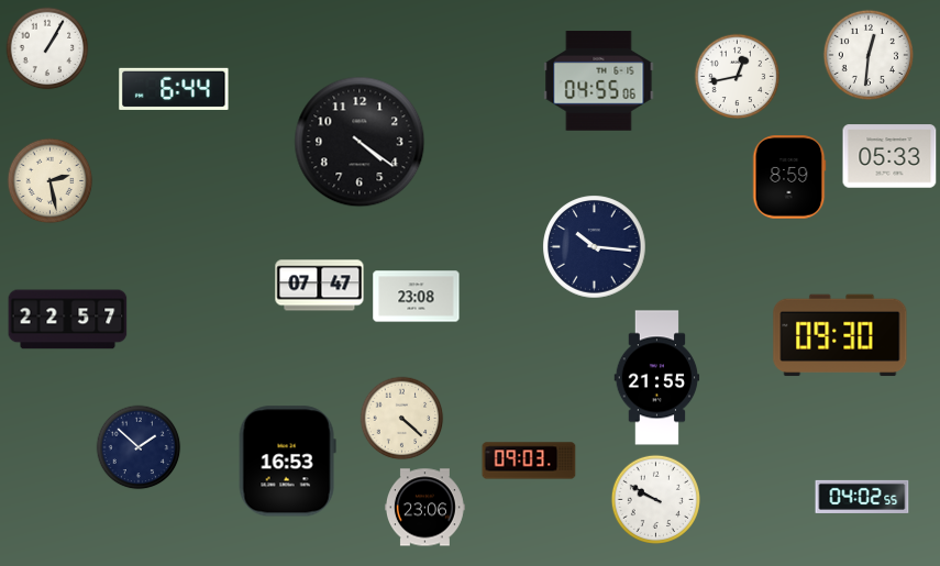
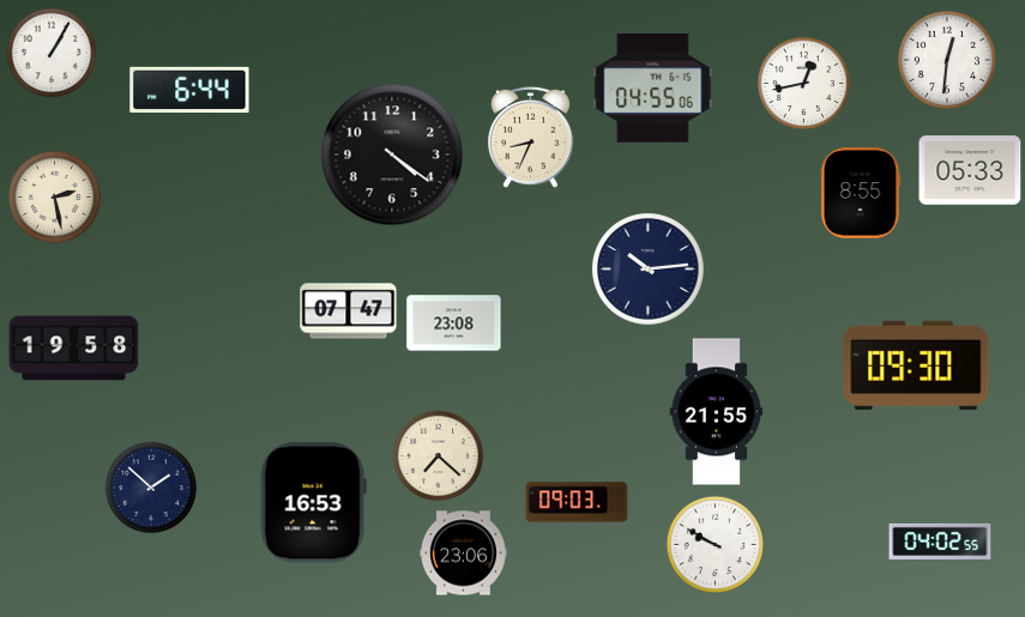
clock at (174, 89) position: (174, 89) -> (189, 90)
clock at (530, 137): none -> 8:34
clock at (789, 177): 8:59 -> 8:55
clock at (595, 247): 10:16 -> 10:14
clock at (68, 320): 22:57 -> 19:58
clock at (402, 419): 4:22 -> 7:22
